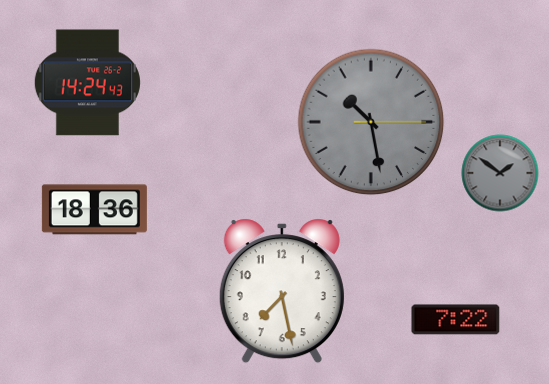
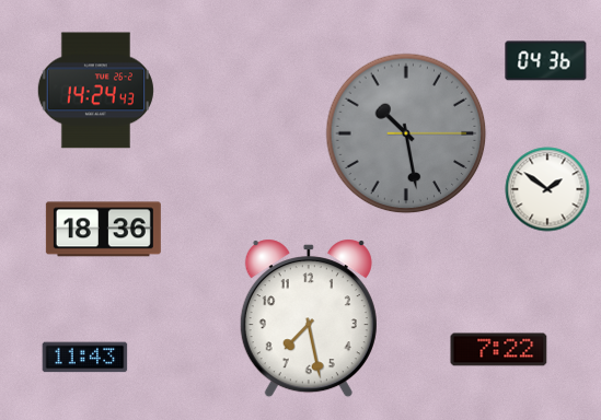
clock at (546, 61): none -> 04:36
clock at (500, 173) dial: grey -> white
clock at (85, 358): none -> 11:43
